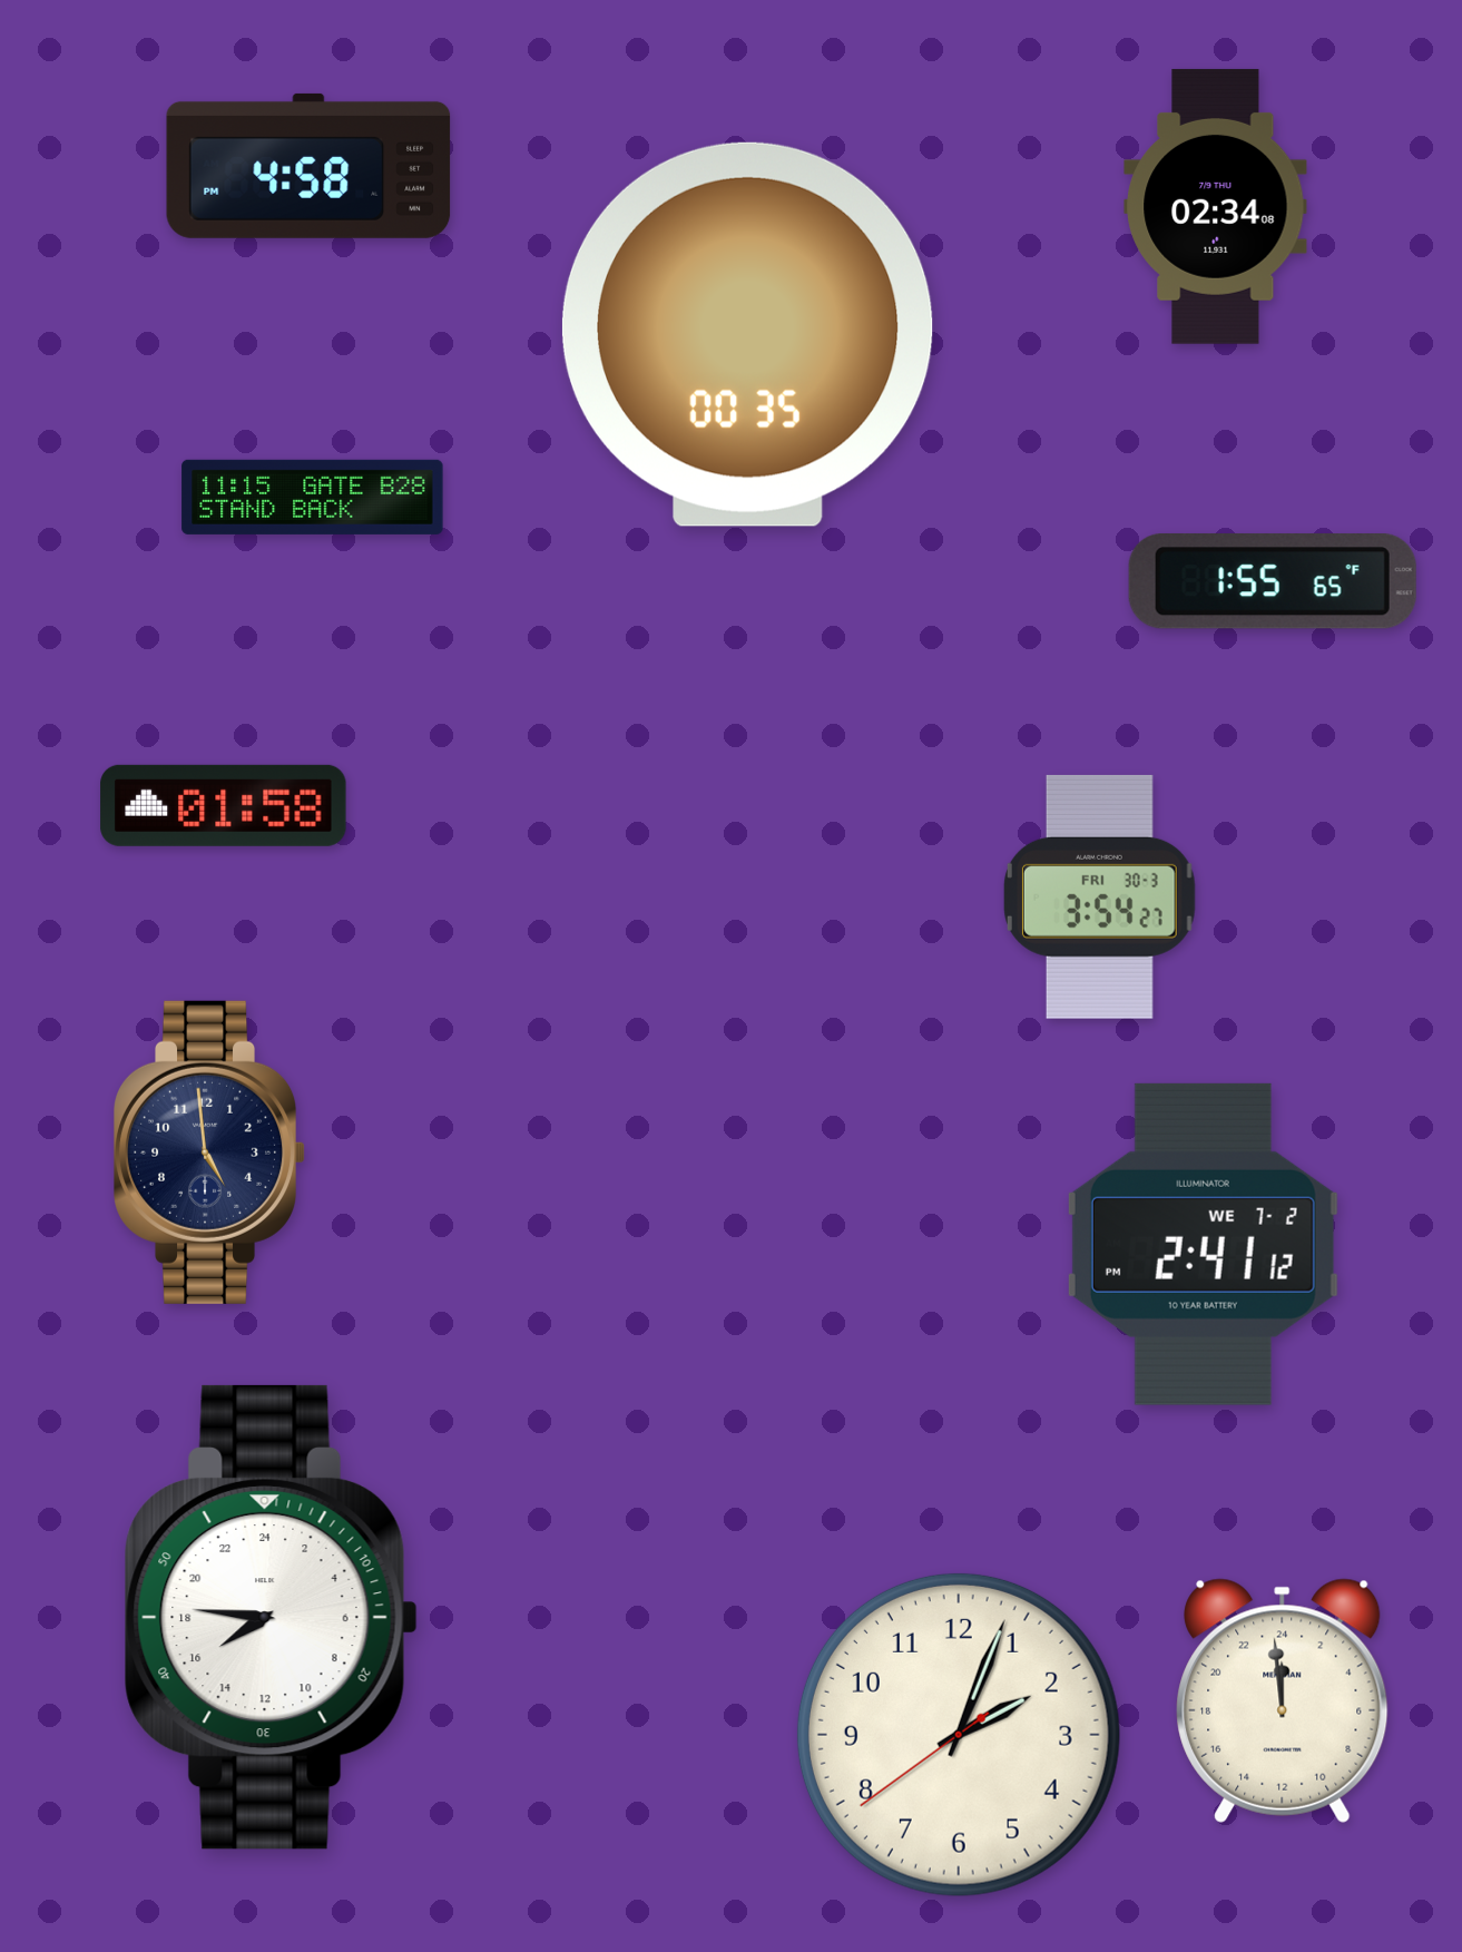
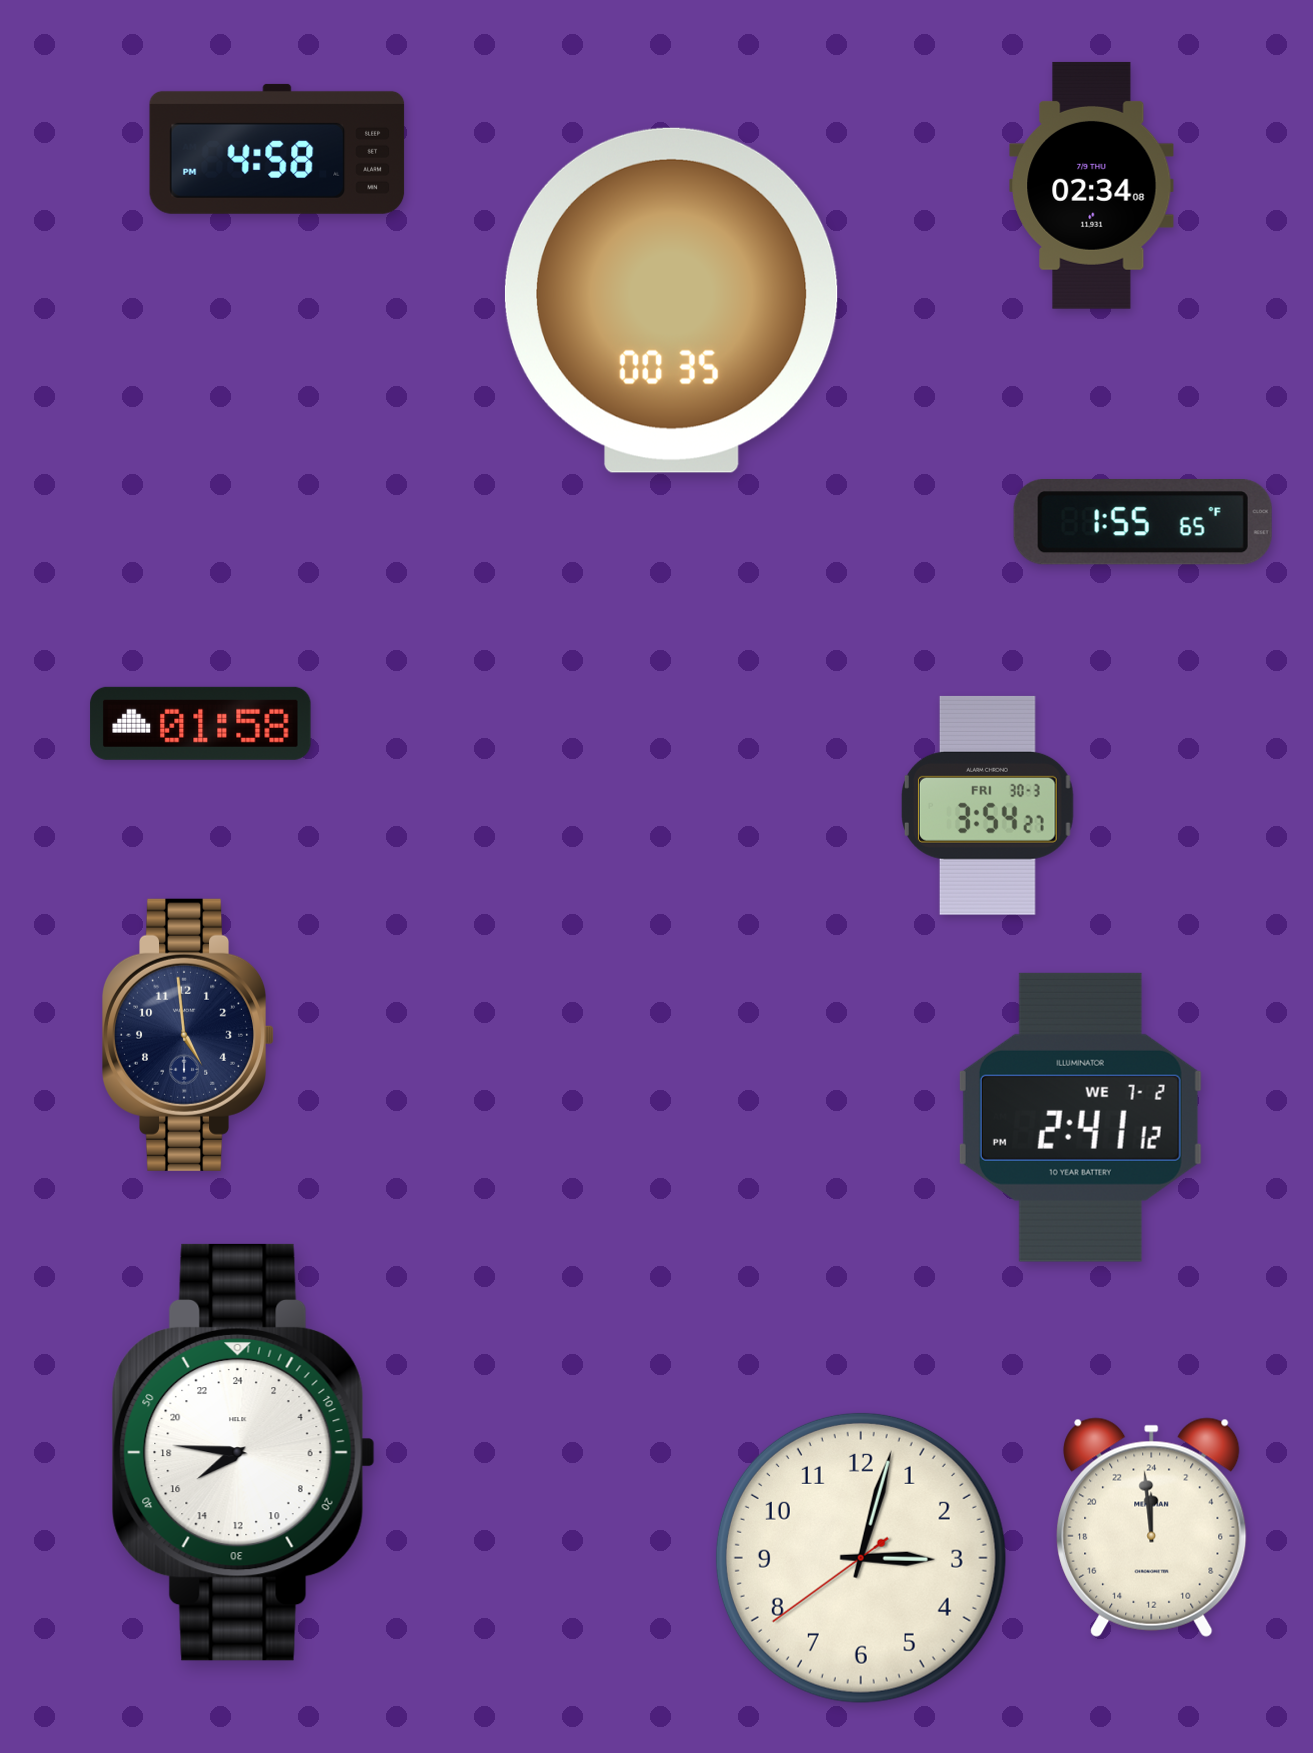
clock at (313, 497): 11:15 -> none
clock at (959, 1735): 2:03 -> 3:02
